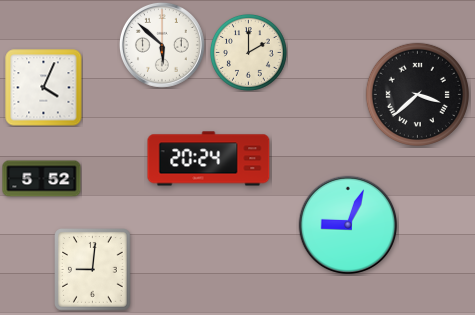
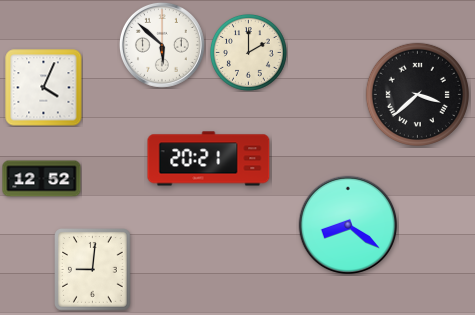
clock at (209, 159): 20:24 -> 20:21
clock at (42, 179): 5:52 -> 12:52
clock at (348, 225): 9:04 -> 8:21
